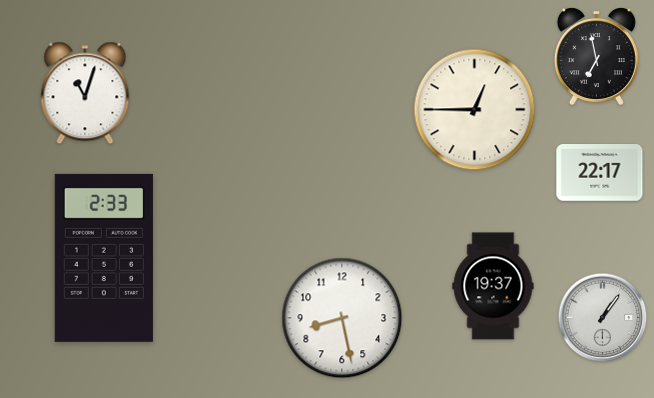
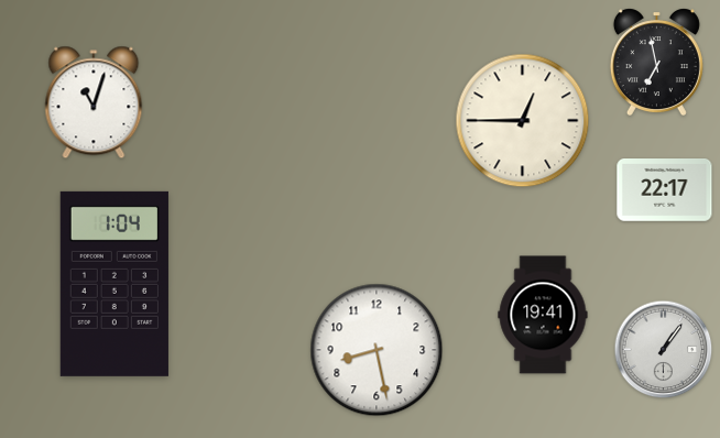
clock at (600, 173) position: (600, 173) -> (665, 190)
clock at (104, 258): 2:33 -> 1:04
clock at (493, 286): 19:37 -> 19:41
